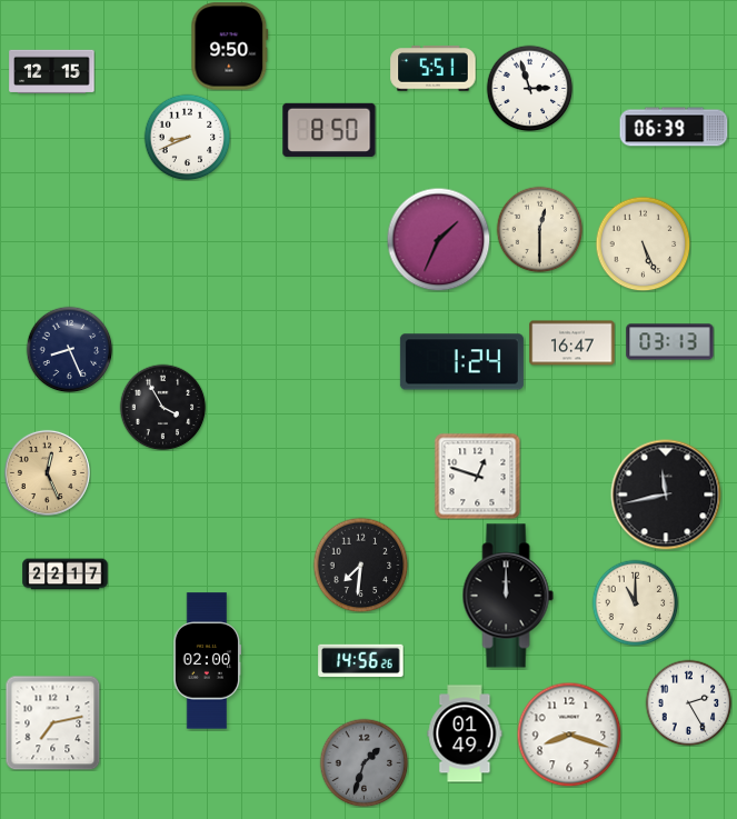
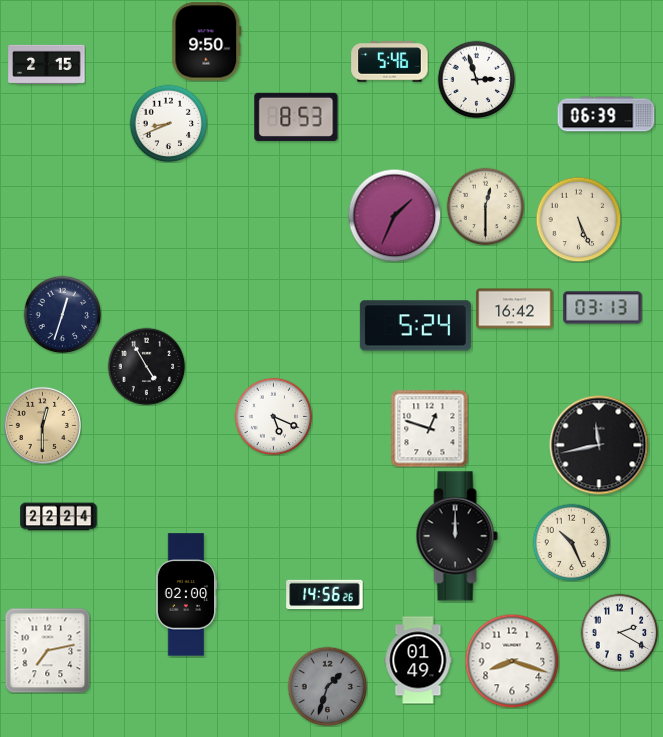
clock at (434, 69): 5:51 -> 5:46
clock at (52, 71): 12:15 -> 2:15
clock at (329, 130): 8:50 -> 8:53
clock at (572, 343): 16:47 -> 16:42
clock at (69, 349): 8:26 -> 12:33
clock at (461, 362): 1:24 -> 5:24
clock at (162, 407): 3:55 -> 4:55
clock at (273, 416): none -> 5:19
clock at (47, 472): 12:26 -> 12:30
clock at (360, 565): 7:31 -> none
clock at (66, 575): 22:17 -> 22:24
clock at (635, 602): 11:00 -> 10:26
clock at (688, 702): 2:25 -> 2:20
